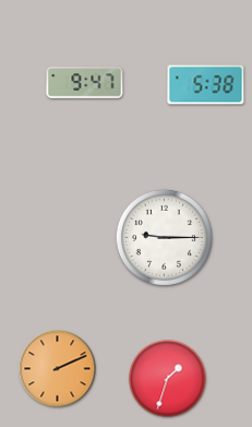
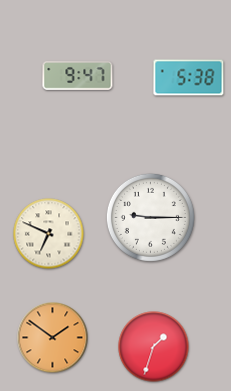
clock at (49, 234): none -> 6:49
clock at (58, 369): 2:11 -> 1:51
